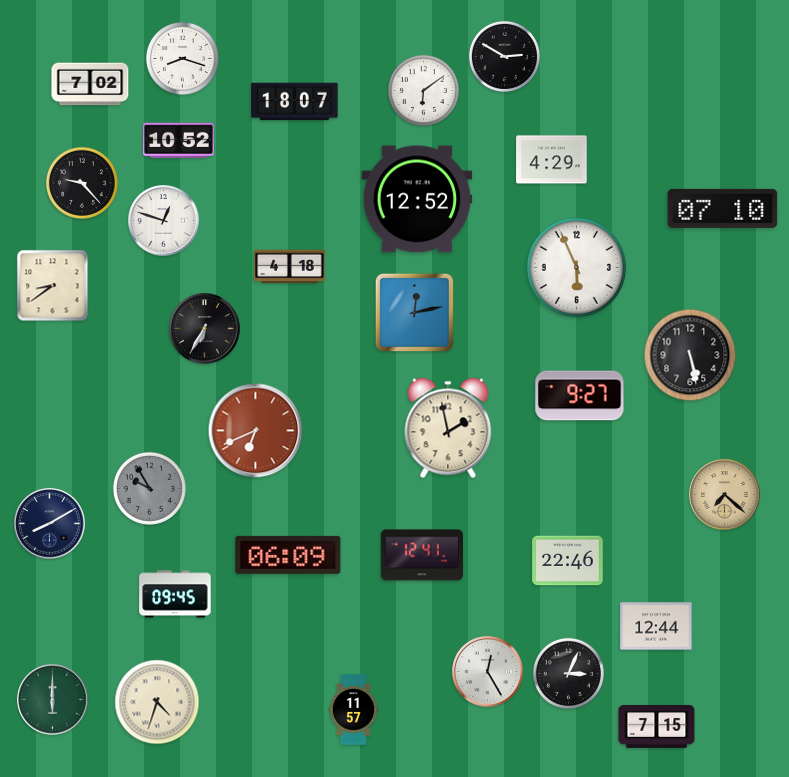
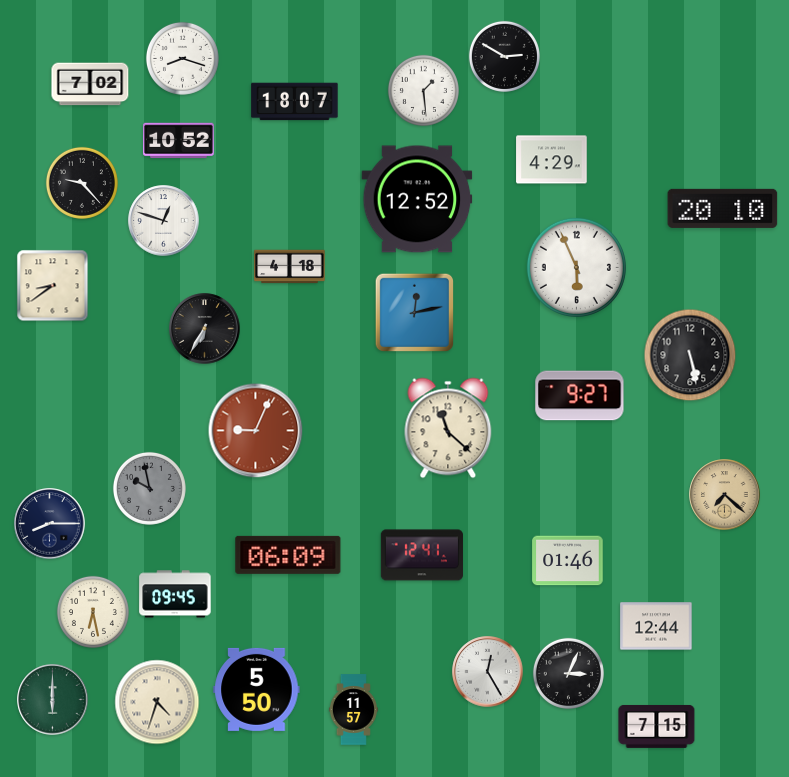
clock at (423, 90): 6:09 -> 1:29
clock at (723, 208): 07:10 -> 20:10
clock at (448, 428): 1:58 -> 11:22
clock at (256, 431): 6:41 -> 9:04
clock at (149, 488): 9:55 -> 9:58
clock at (50, 524): 8:10 -> 8:15
clock at (568, 561): 22:46 -> 01:46
clock at (93, 612): none -> 6:28
clock at (257, 689): none -> 5:50
